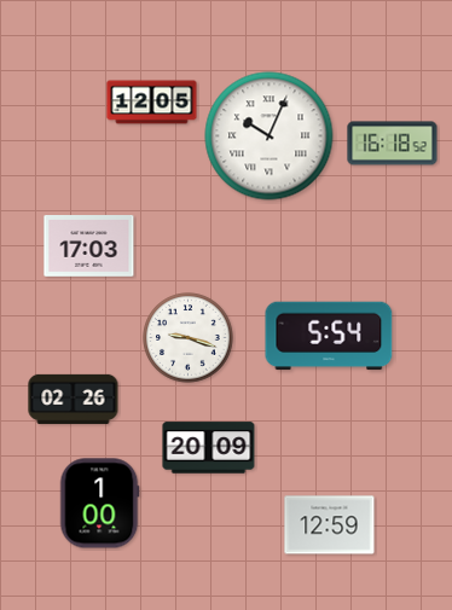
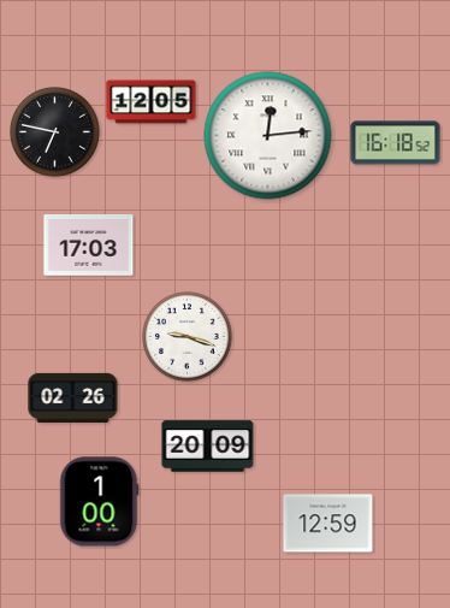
clock at (55, 132): none -> 6:47
clock at (270, 136): 10:04 -> 12:14
clock at (393, 144) position: (393, 144) -> (396, 143)
clock at (329, 336): 5:54 -> none
